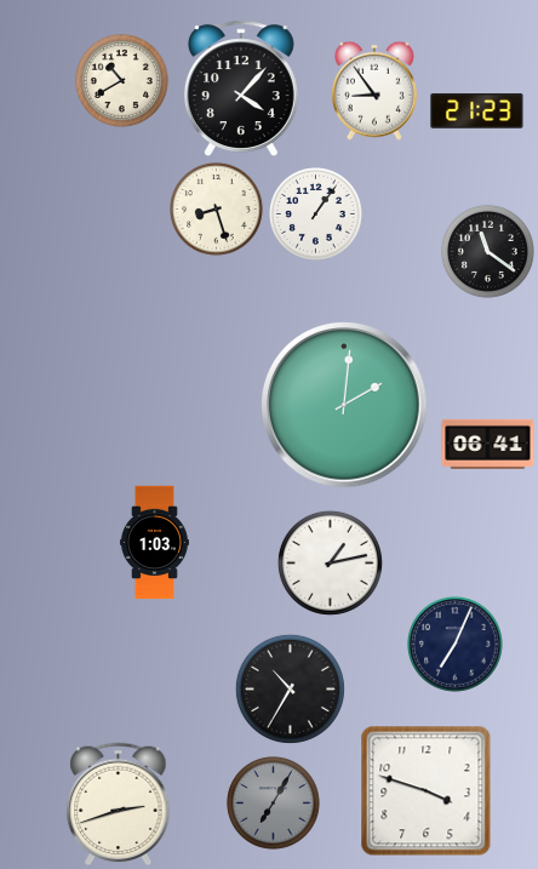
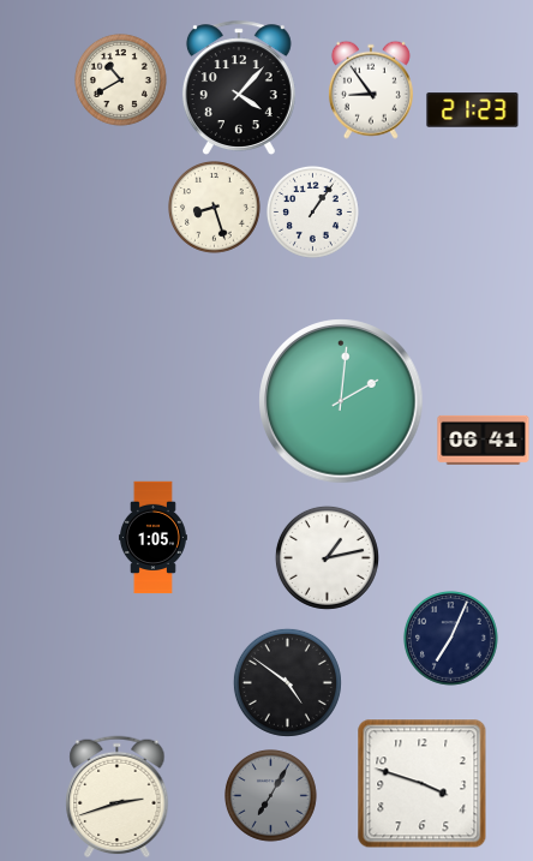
clock at (488, 252): 11:21 -> none
clock at (154, 543): 1:03 -> 1:05
clock at (290, 688): 10:35 -> 4:51
